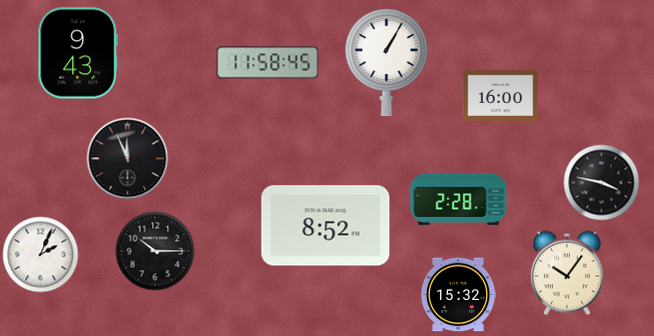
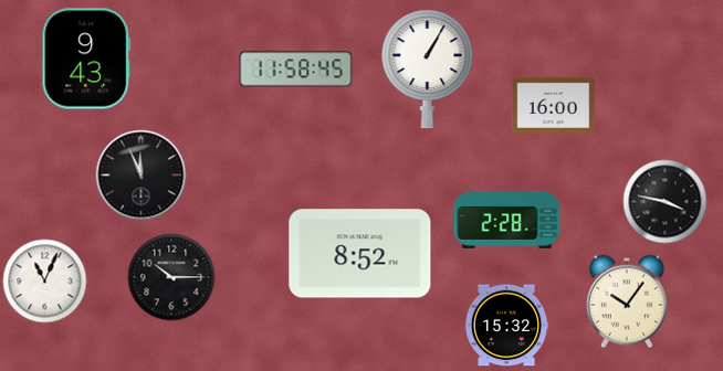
clock at (326, 226) position: (326, 226) -> (360, 254)
clock at (41, 255): 2:04 -> 11:04
